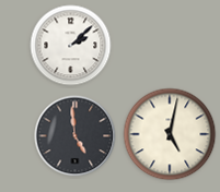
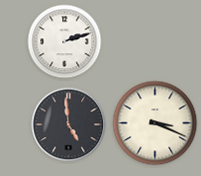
clock at (71, 46): 2:08 -> 2:12
clock at (170, 134): 5:02 -> 3:19
